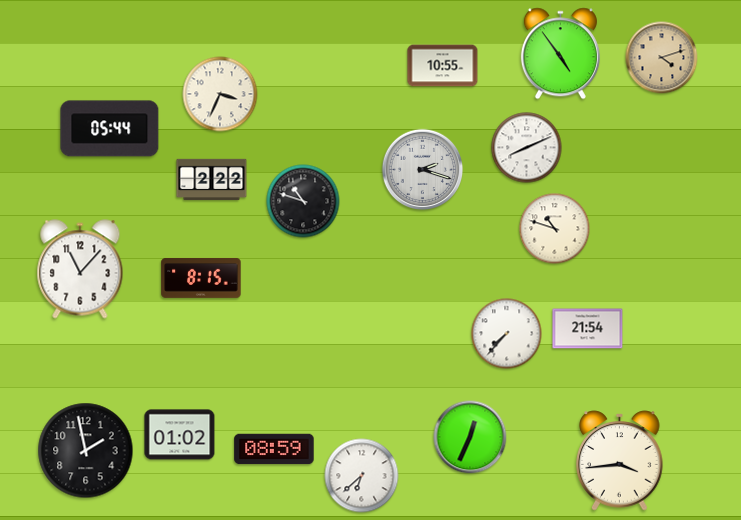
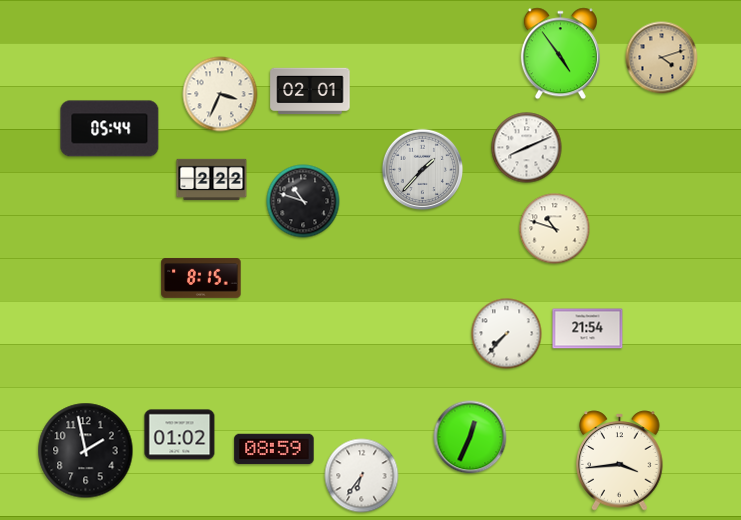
clock at (443, 66): 10:55 -> none
clock at (310, 91): none -> 02:01
clock at (423, 170): 2:18 -> 1:37
clock at (80, 269): 11:07 -> none
clock at (362, 476): 6:38 -> 6:36
